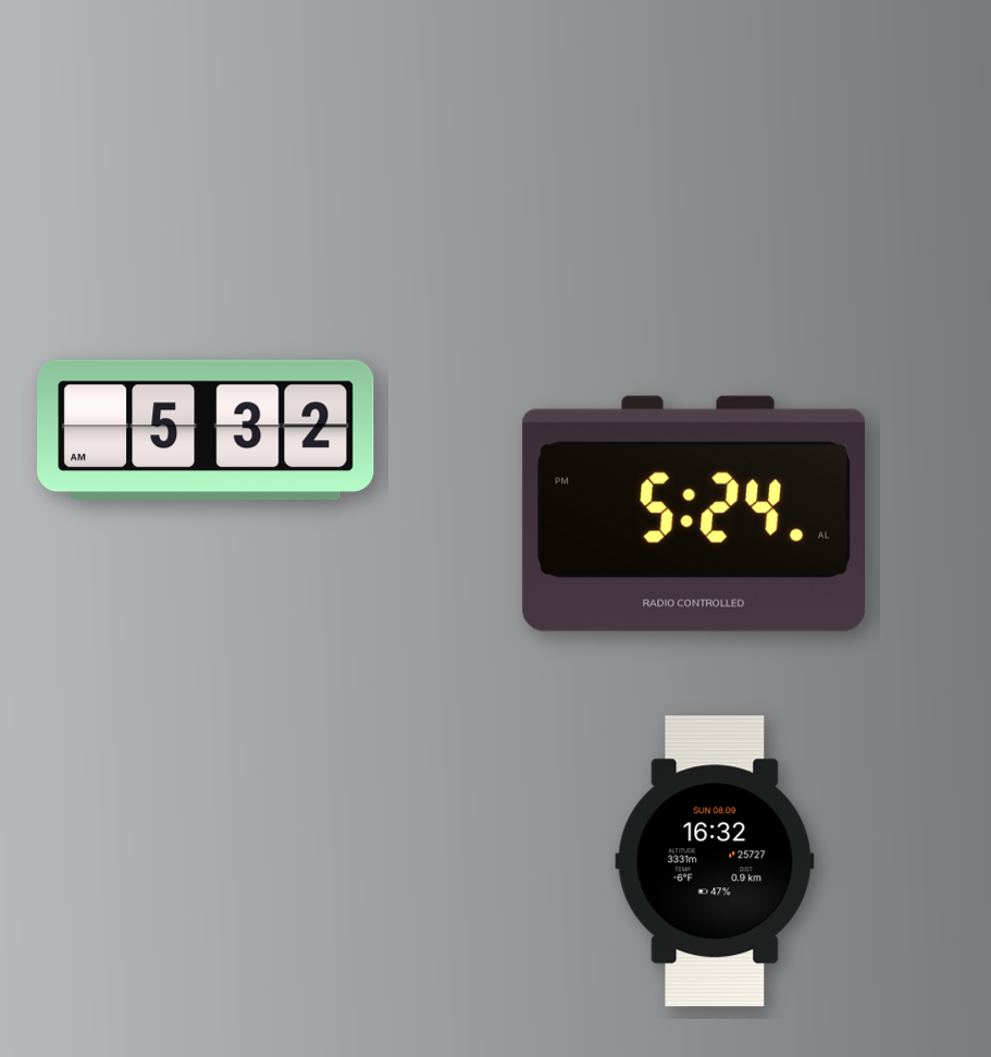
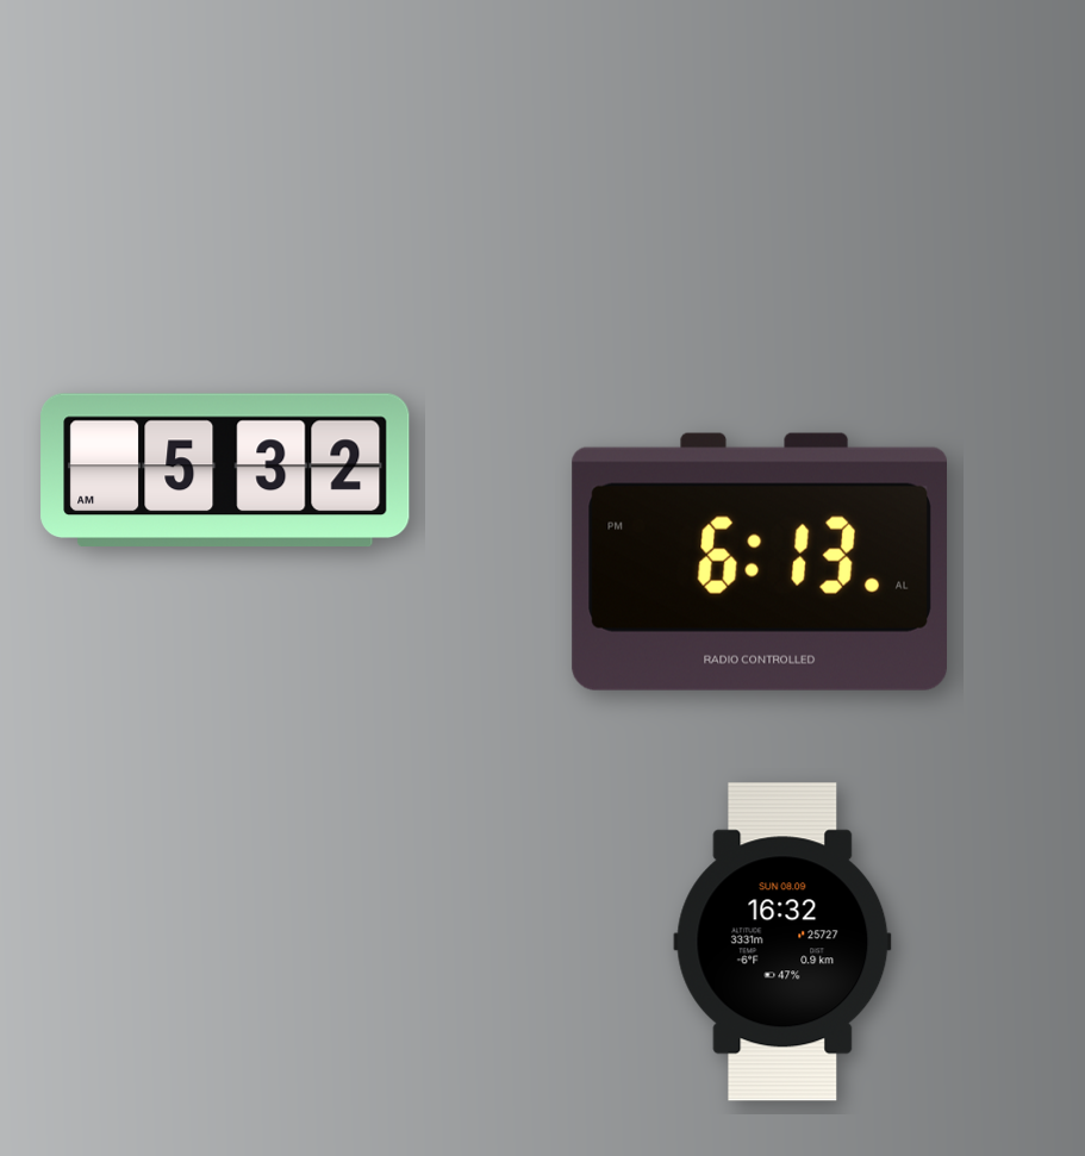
clock at (693, 514): 5:24 -> 6:13
